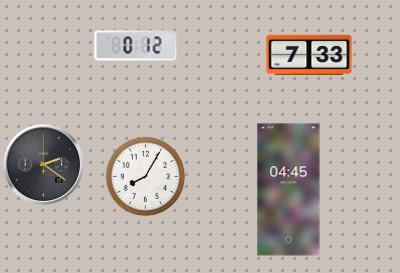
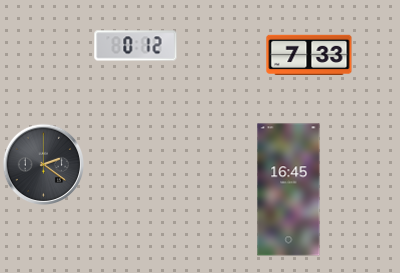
clock at (145, 176): 8:05 -> none
clock at (289, 190): 04:45 -> 16:45
